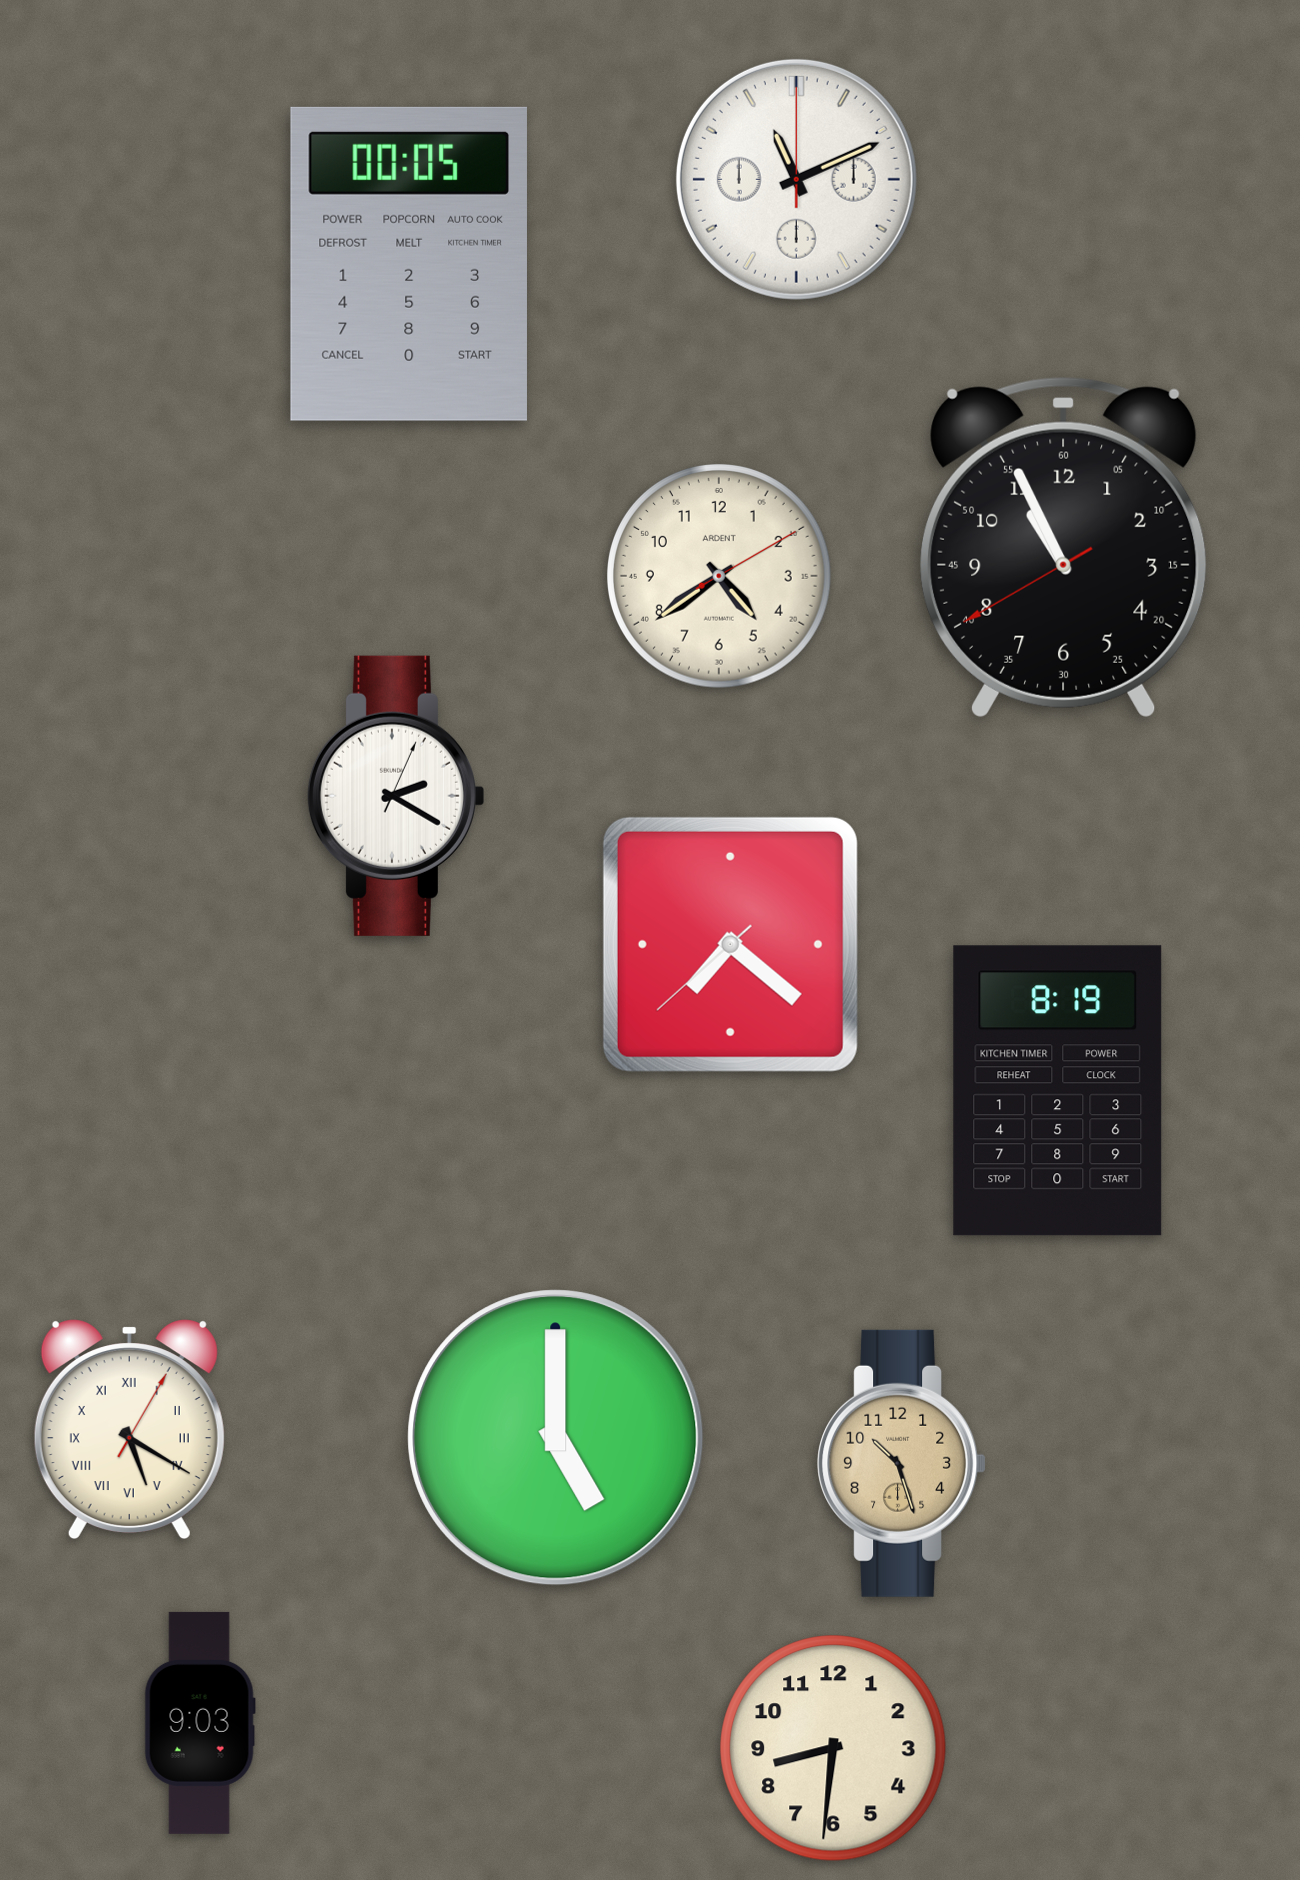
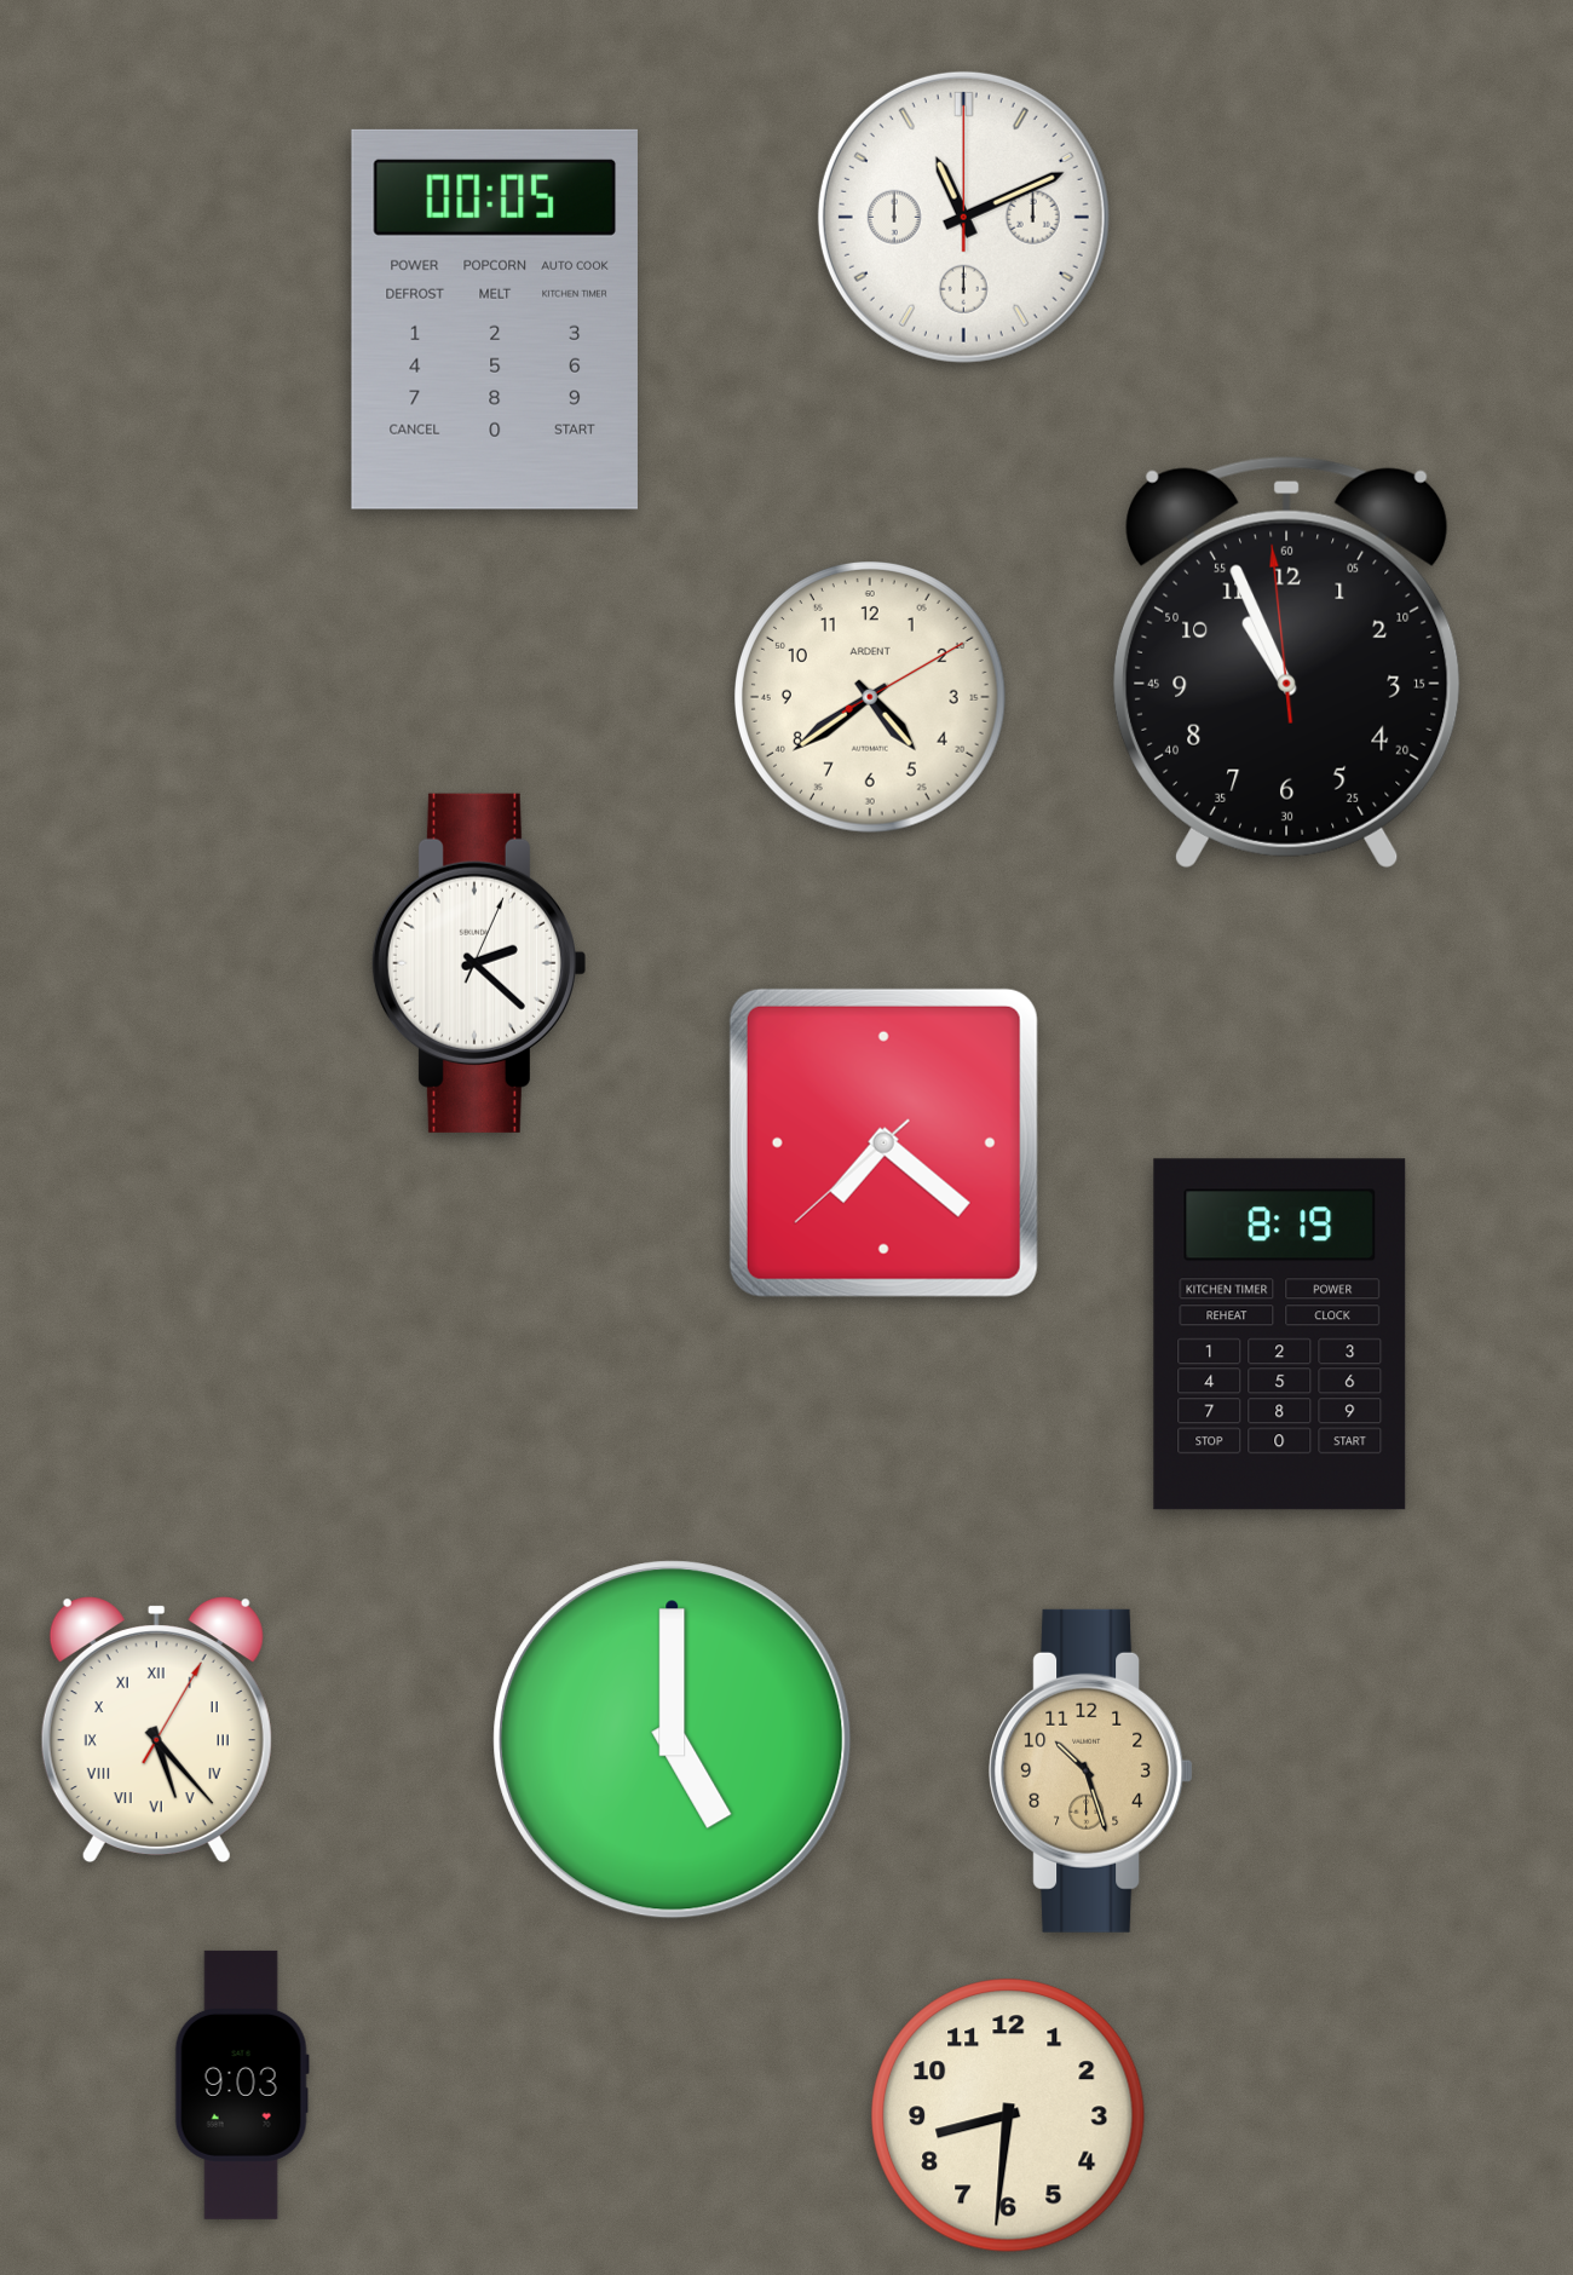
clock at (1064, 547): 10:55:40 -> 10:55:59
clock at (395, 796): 2:20 -> 2:22
clock at (1058, 1091) position: (1058, 1091) -> (1280, 1335)
clock at (129, 1430): 5:20 -> 5:23
